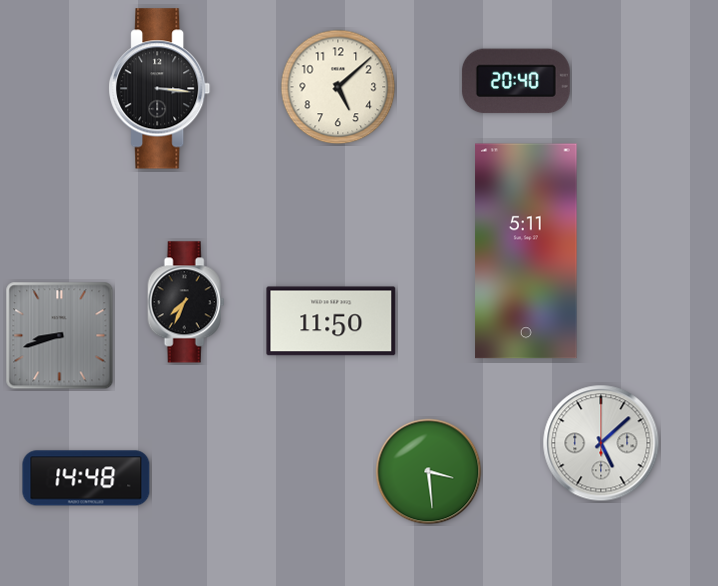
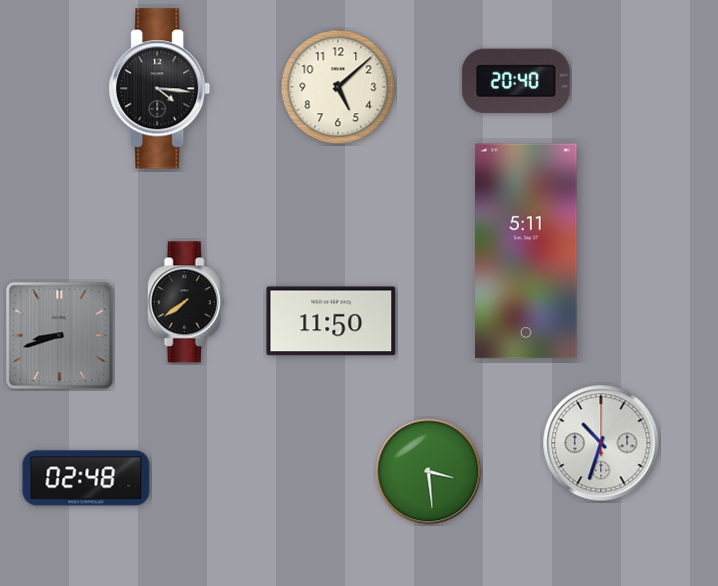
clock at (160, 89): 3:16 -> 4:16
clock at (186, 302): 7:34 -> 7:39
clock at (601, 443): 5:08 -> 10:33
clock at (86, 478): 14:48 -> 02:48
